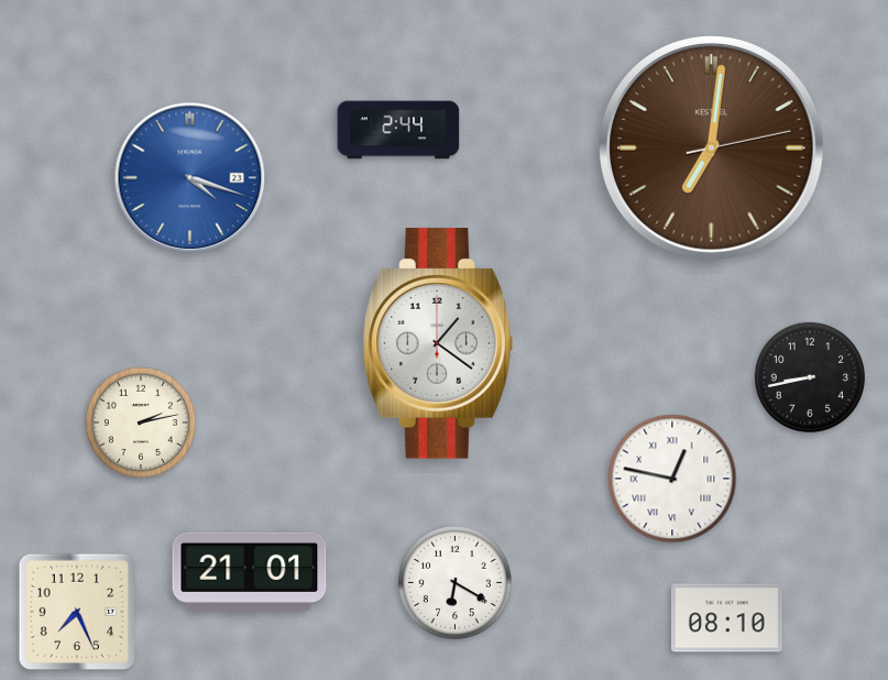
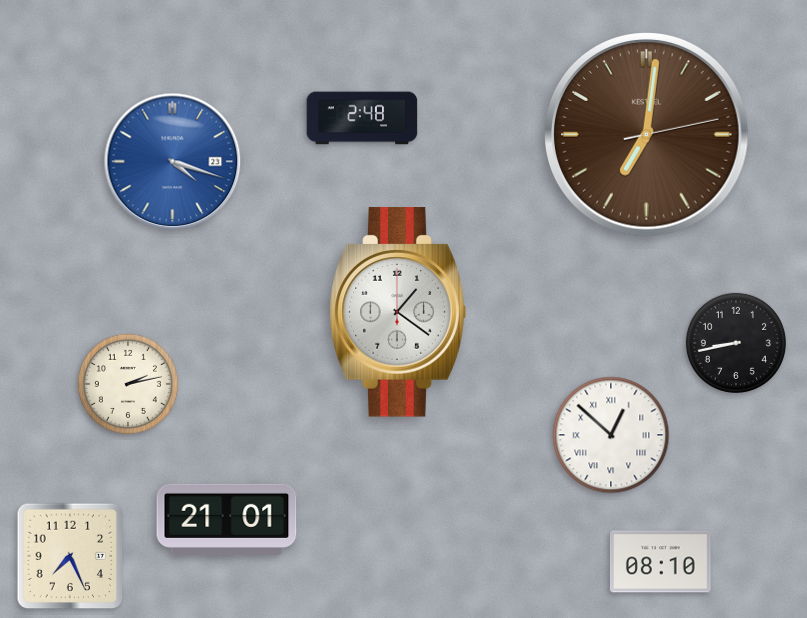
clock at (398, 130): 2:44 -> 2:48
clock at (672, 479): 12:47 -> 12:52
clock at (454, 582): 6:20 -> none
